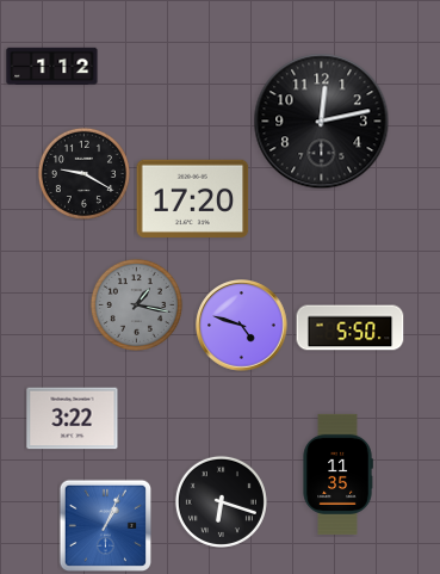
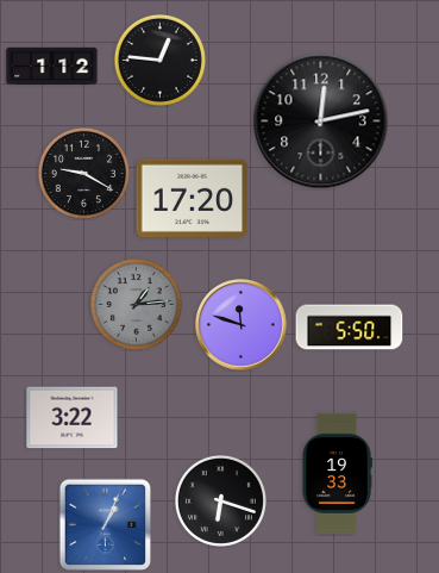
clock at (159, 60): none -> 12:46
clock at (136, 304): 1:17 -> 1:14
clock at (242, 326): 4:48 -> 11:48
clock at (337, 474): 11:35 -> 19:33
